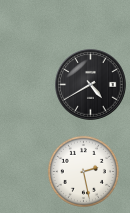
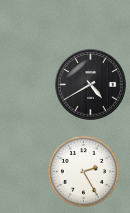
clock at (83, 171): 2:28 -> 2:25
